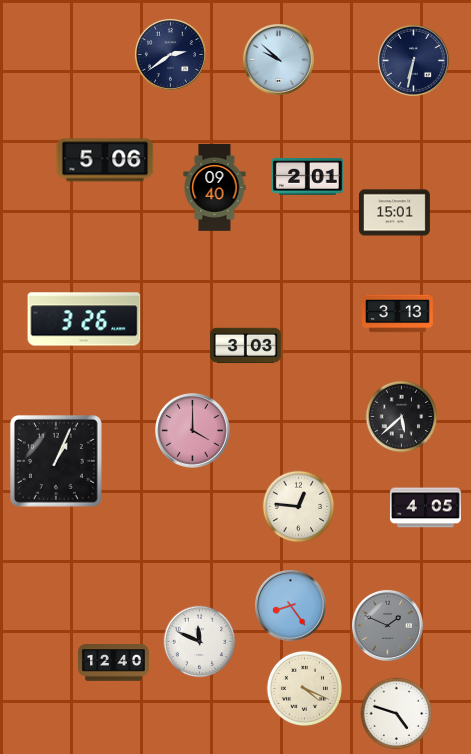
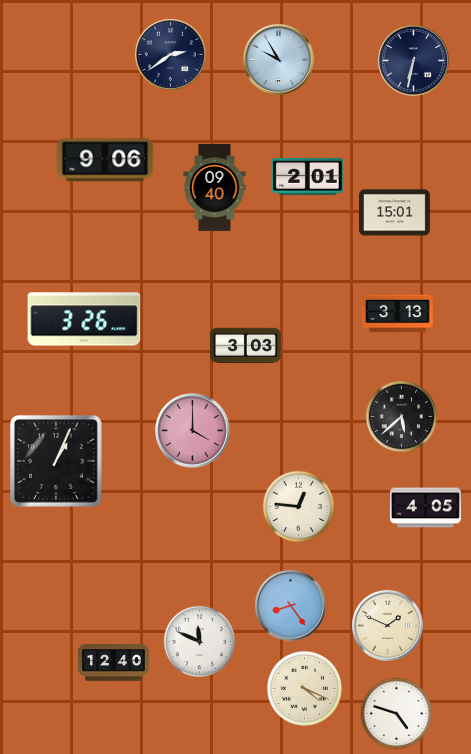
clock at (278, 59): 9:52 -> 9:55
clock at (105, 160): 5:06 -> 9:06
clock at (387, 625) dial: grey -> cream
